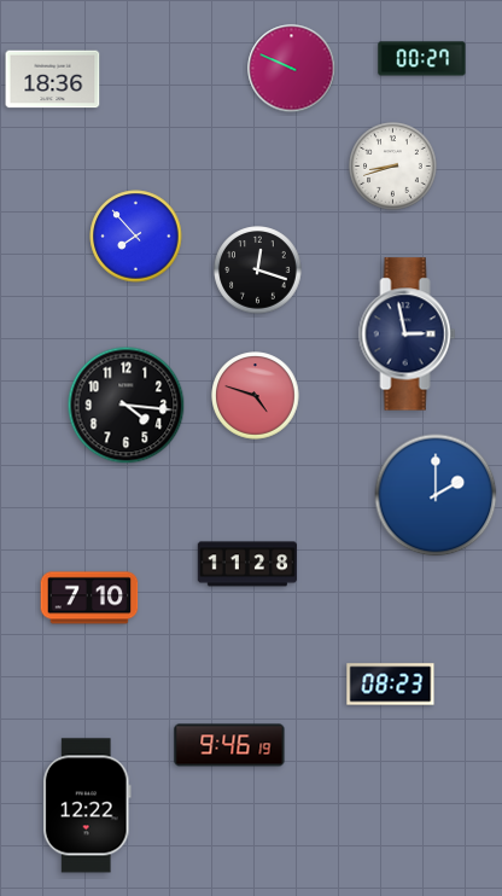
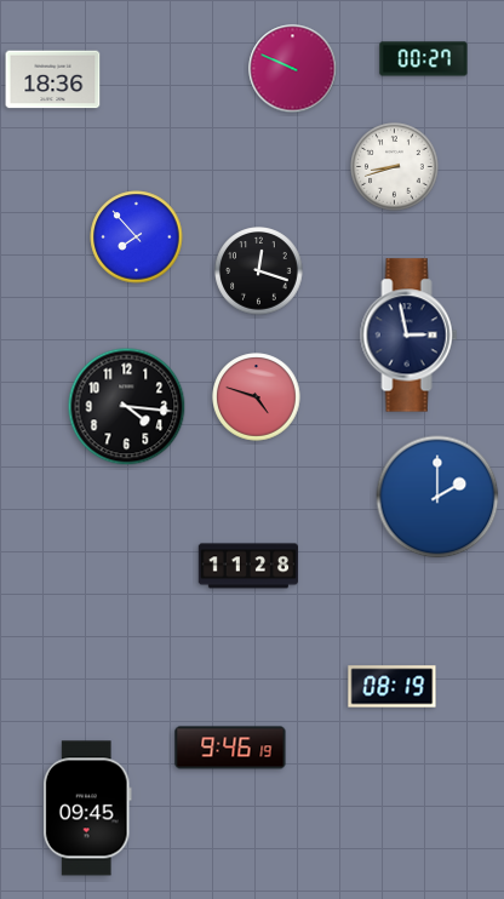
clock at (89, 598): 7:10 -> none
clock at (391, 685): 08:23 -> 08:19
clock at (87, 805): 12:22 -> 09:45
